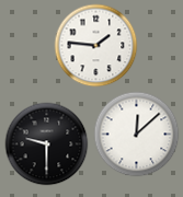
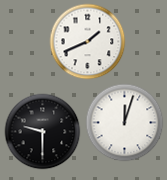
clock at (96, 46): 1:46 -> 1:41
clock at (137, 135): 12:08 -> 12:03
